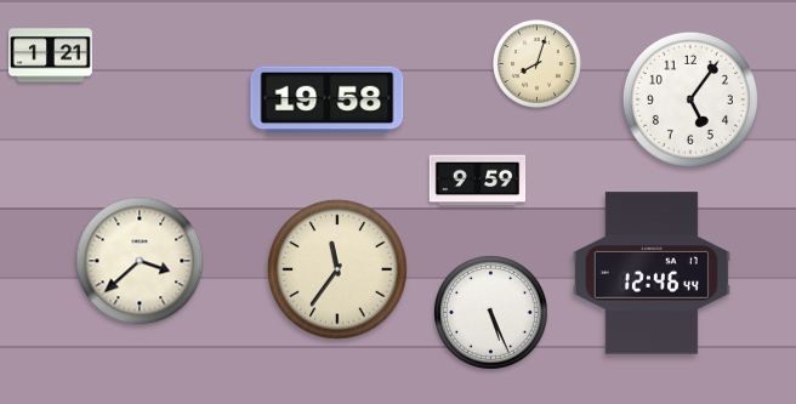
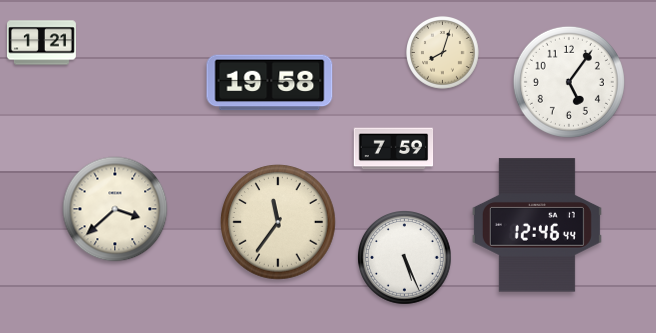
clock at (50, 56) position: (50, 56) -> (41, 43)
clock at (478, 181): 9:59 -> 7:59
clock at (140, 261) position: (140, 261) -> (115, 209)
